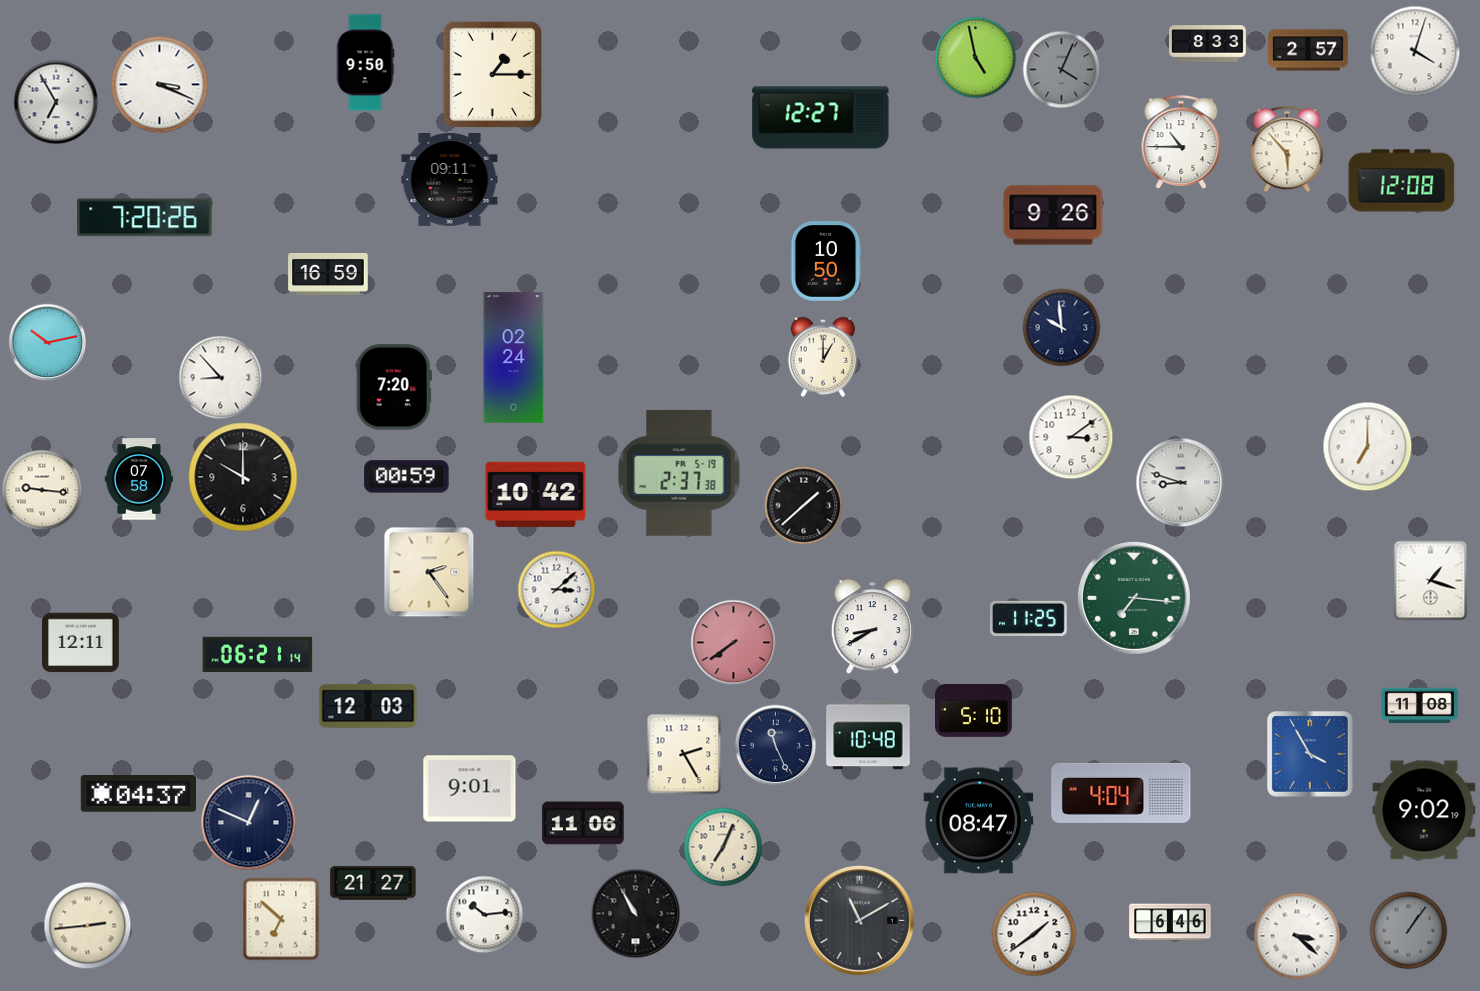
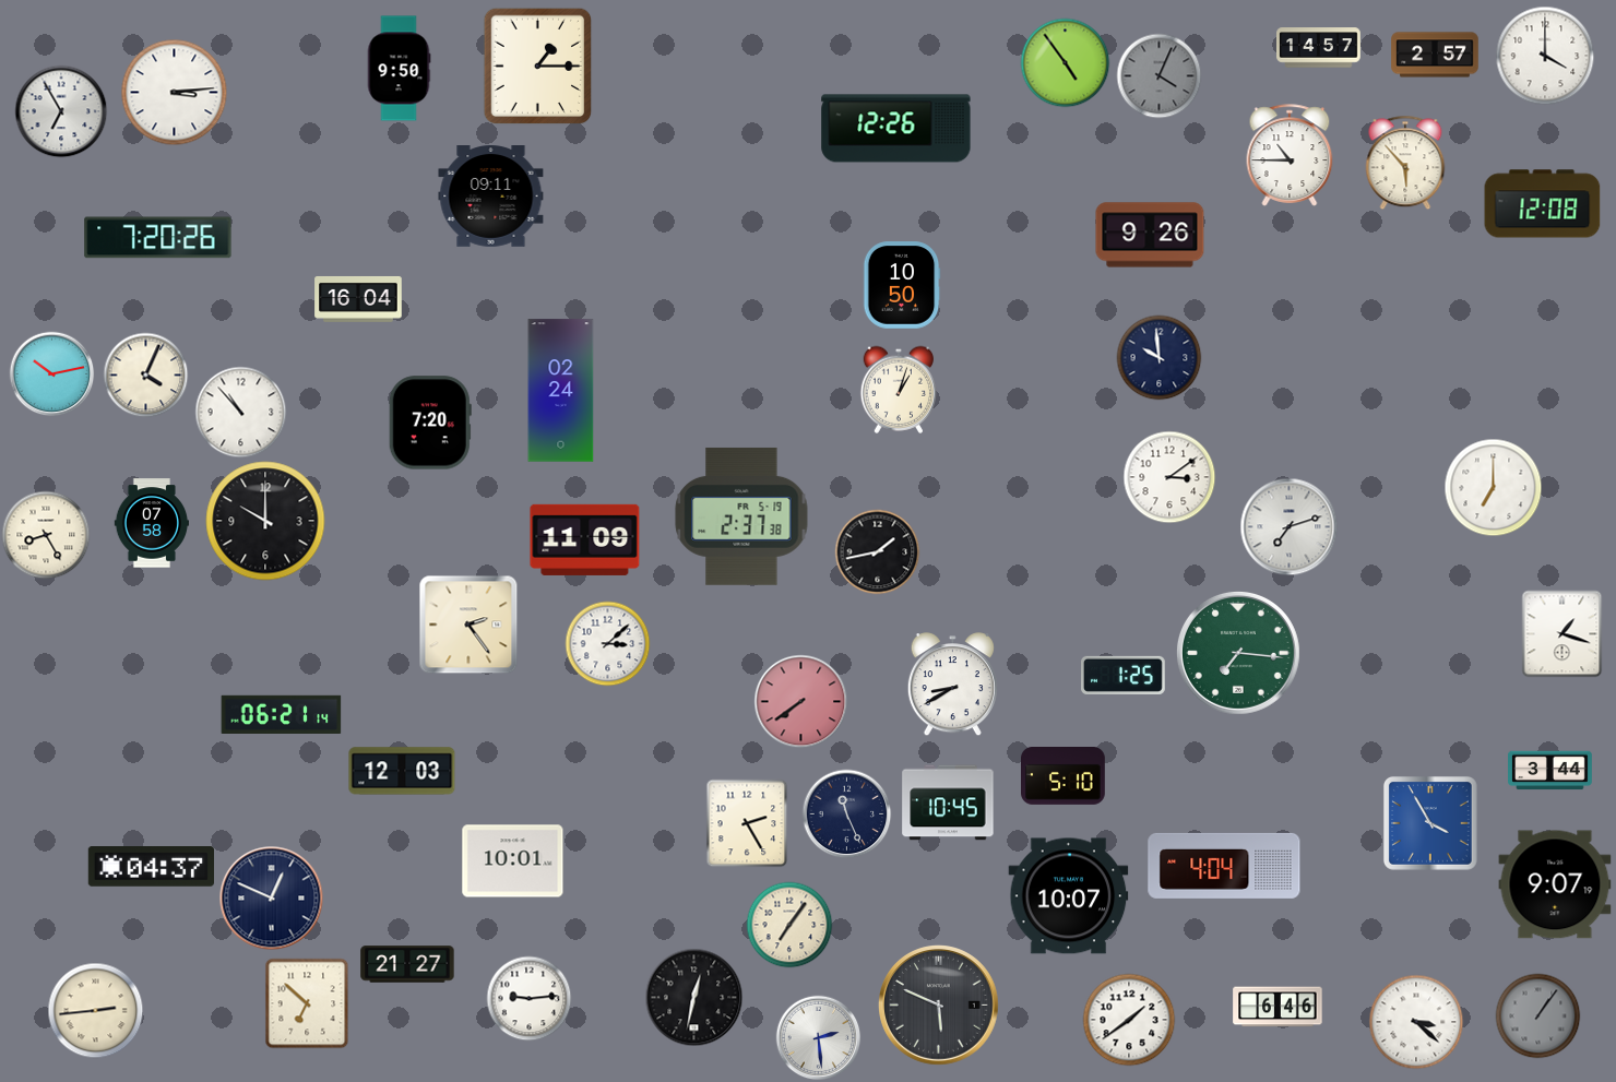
clock at (1208, 44): 8:33 -> 14:57
clock at (1308, 50) position: (1308, 50) -> (1435, 55)
clock at (1415, 51): 4:03 -> 4:00
clock at (975, 57): 4:58 -> 4:54
clock at (493, 74) position: (493, 74) -> (538, 66)
clock at (159, 84): 3:19 -> 3:14
clock at (821, 118): 12:27 -> 12:26
clock at (1402, 181) position: (1402, 181) -> (1543, 204)
clock at (328, 274): 16:59 -> 16:04
clock at (145, 374): none -> 4:04
clock at (823, 357): 1:00 -> 1:03
clock at (220, 377): 8:53 -> 10:53
clock at (407, 477): 00:59 -> none
clock at (1180, 482): 8:48 -> 7:12
clock at (42, 490): 9:16 -> 8:25
clock at (536, 494): 10:42 -> 11:09
clock at (803, 505): 1:38 -> 1:43
clock at (1029, 618): 11:25 -> 1:25
clock at (81, 643): 12:11 -> none
clock at (1420, 706): 11:08 -> 3:44
clock at (868, 735): 10:48 -> 10:45
clock at (470, 789): 9:01 -> 10:01
clock at (1424, 810): 9:02 -> 9:07
clock at (979, 821): 08:47 -> 10:07
clock at (583, 823): 11:06 -> none
clock at (723, 847): 7:04 -> 7:06
clock at (635, 913): 10:55 -> 12:32
clock at (484, 914): 10:14 -> 9:14
clock at (860, 921): 11:10 -> 5:49
clock at (818, 1037): none -> 2:29
